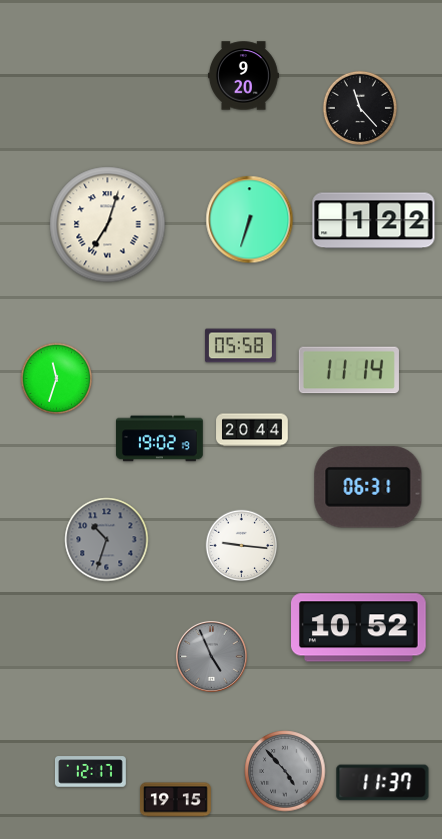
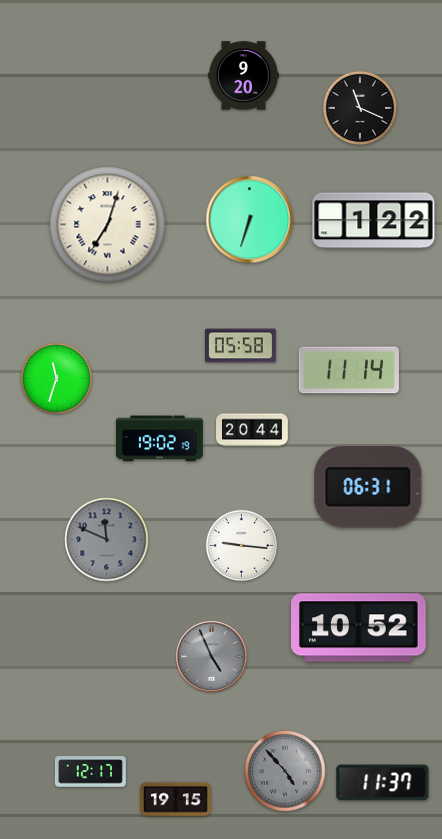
clock at (360, 108): 11:23 -> 11:19
clock at (107, 540): 10:33 -> 11:49
